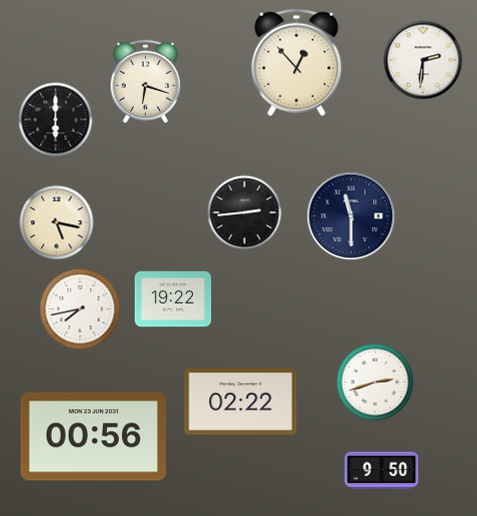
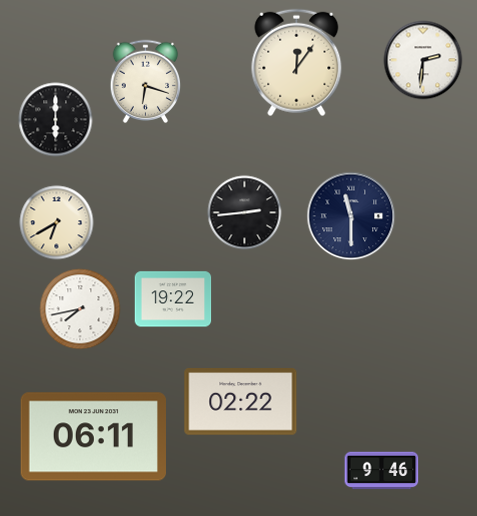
clock at (297, 63): 12:53 -> 12:06
clock at (57, 223): 5:17 -> 6:40
clock at (375, 382): 2:42 -> none
clock at (93, 437): 00:56 -> 06:11
clock at (382, 471): 9:50 -> 9:46
